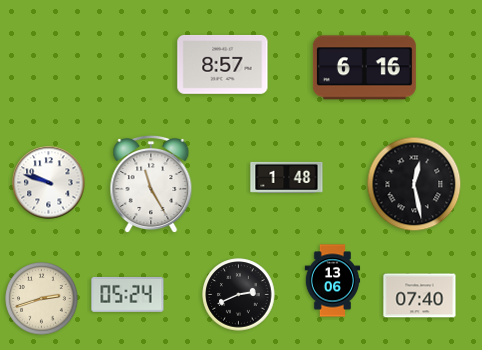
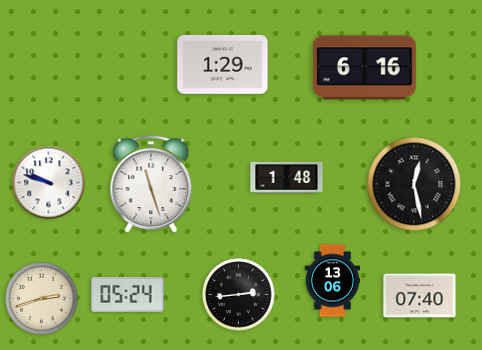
clock at (223, 64): 8:57 -> 1:29
clock at (151, 183): 11:25 -> 11:27
clock at (239, 295): 2:41 -> 2:44
